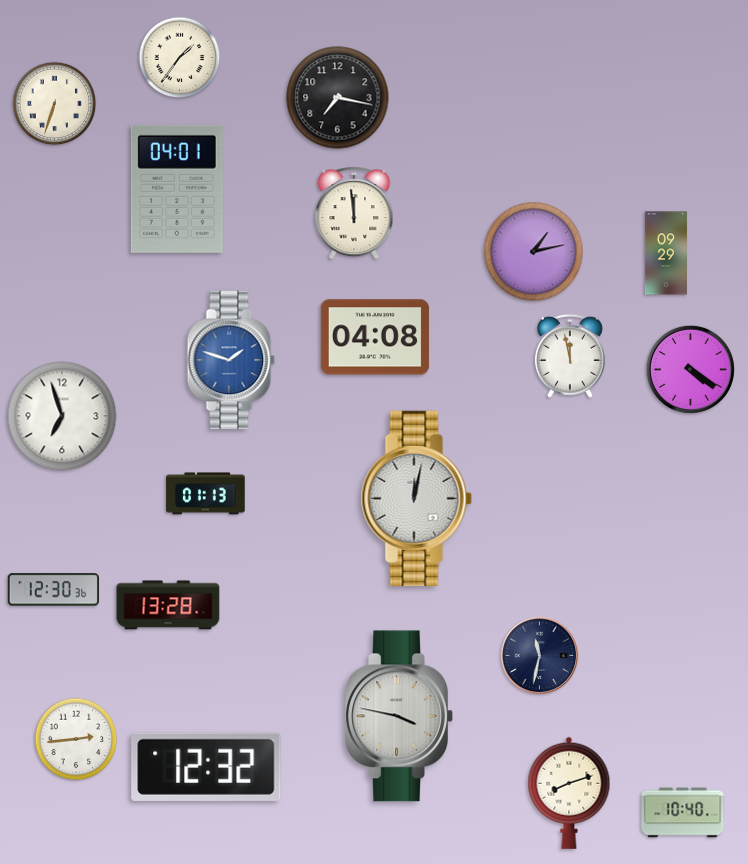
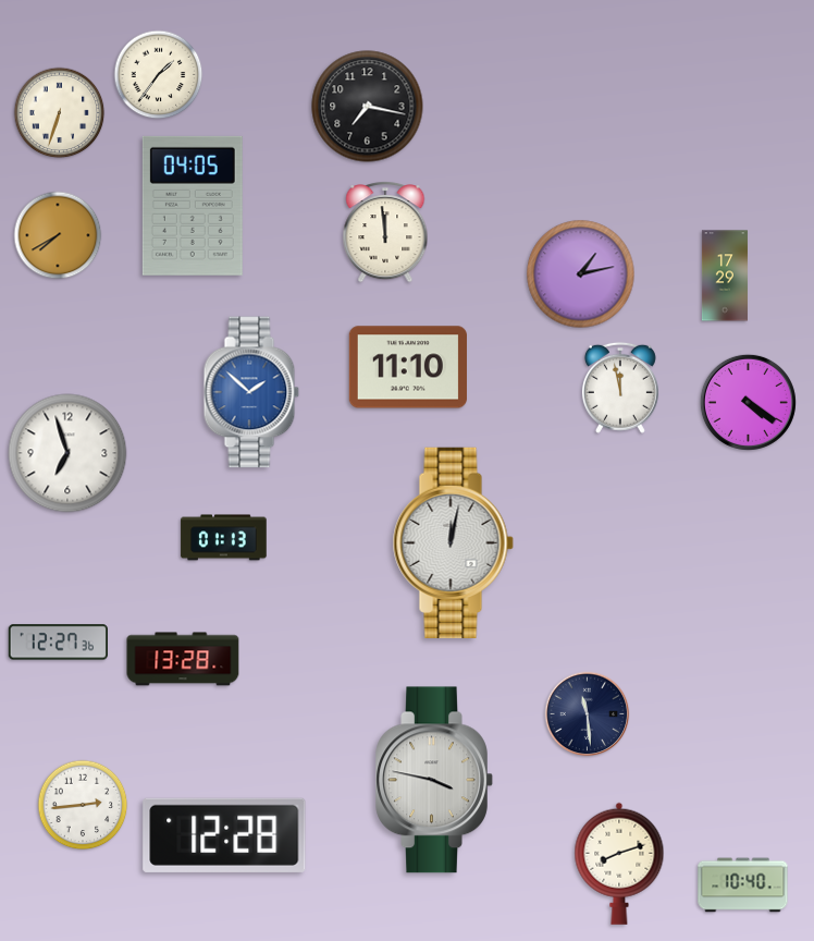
clock at (180, 58) position: (180, 58) -> (159, 75)
clock at (177, 189): 04:01 -> 04:05
clock at (58, 235): none -> 7:40
clock at (666, 253): 09:29 -> 17:29
clock at (375, 337): 04:08 -> 11:10
clock at (231, 360): 1:48 -> 1:52
clock at (690, 369) position: (690, 369) -> (748, 402)
clock at (53, 590): 12:30 -> 12:27
clock at (540, 656): 11:32 -> 11:29
clock at (206, 767): 12:32 -> 12:28
